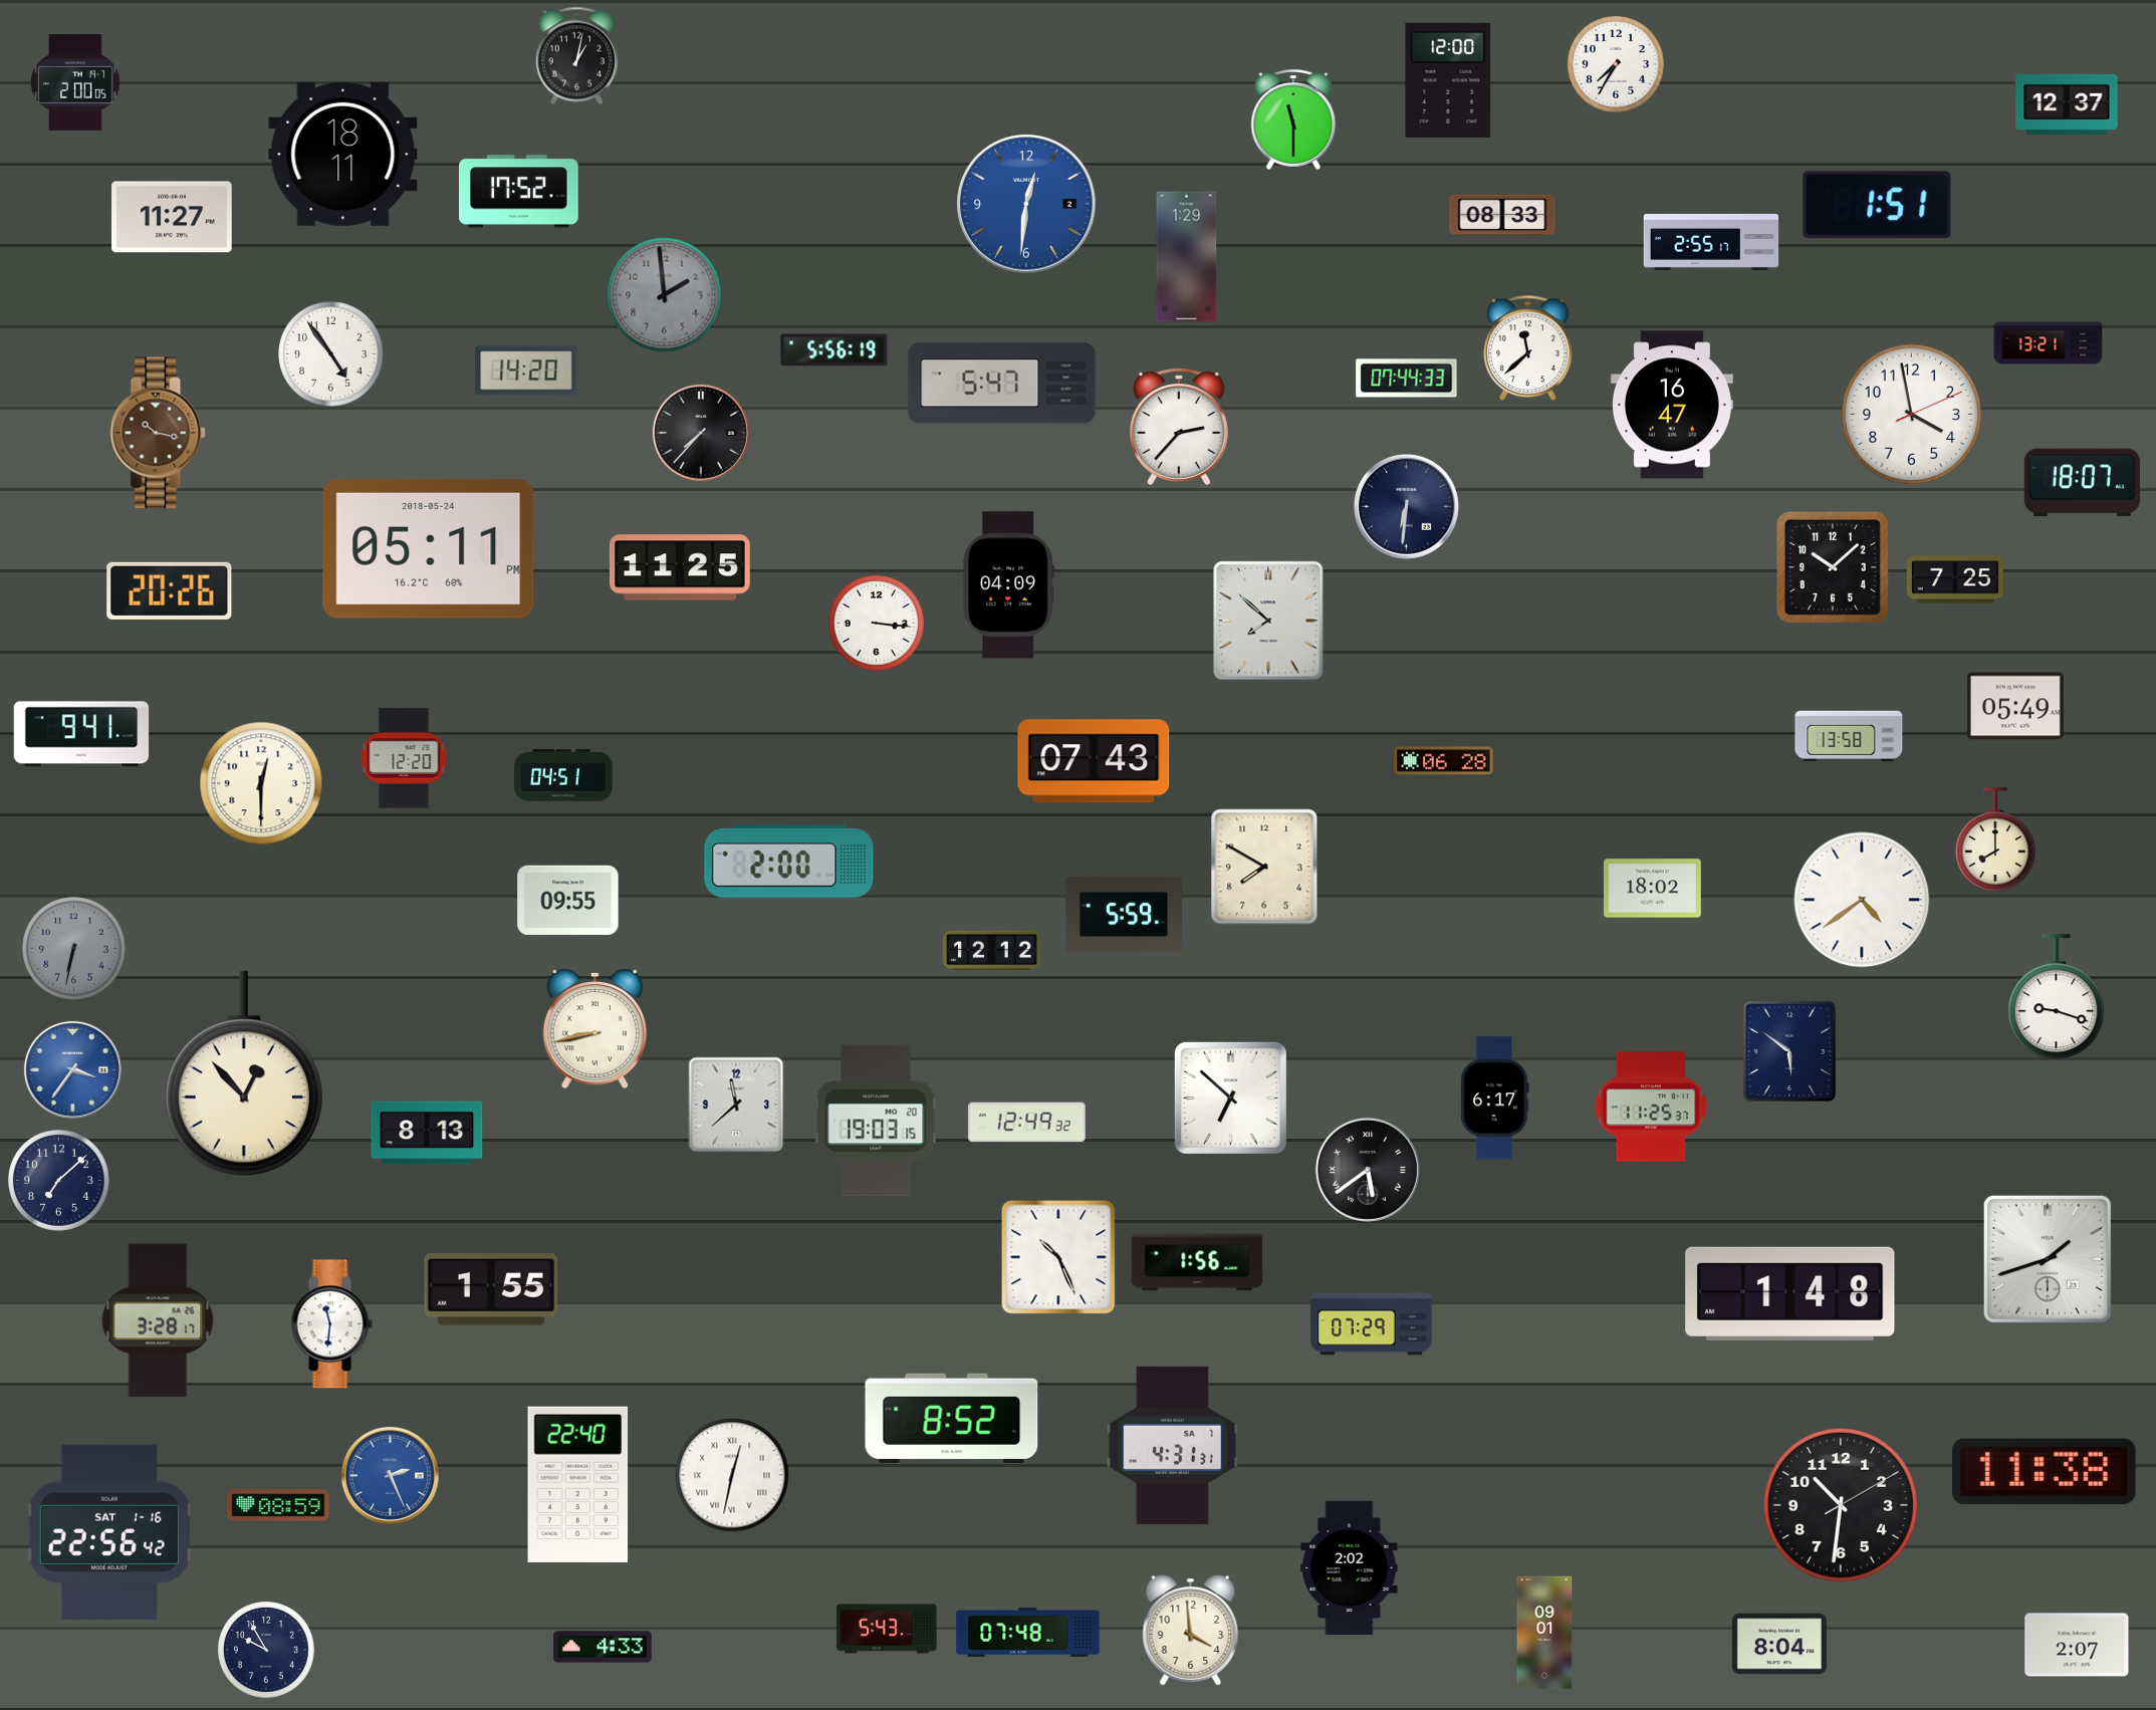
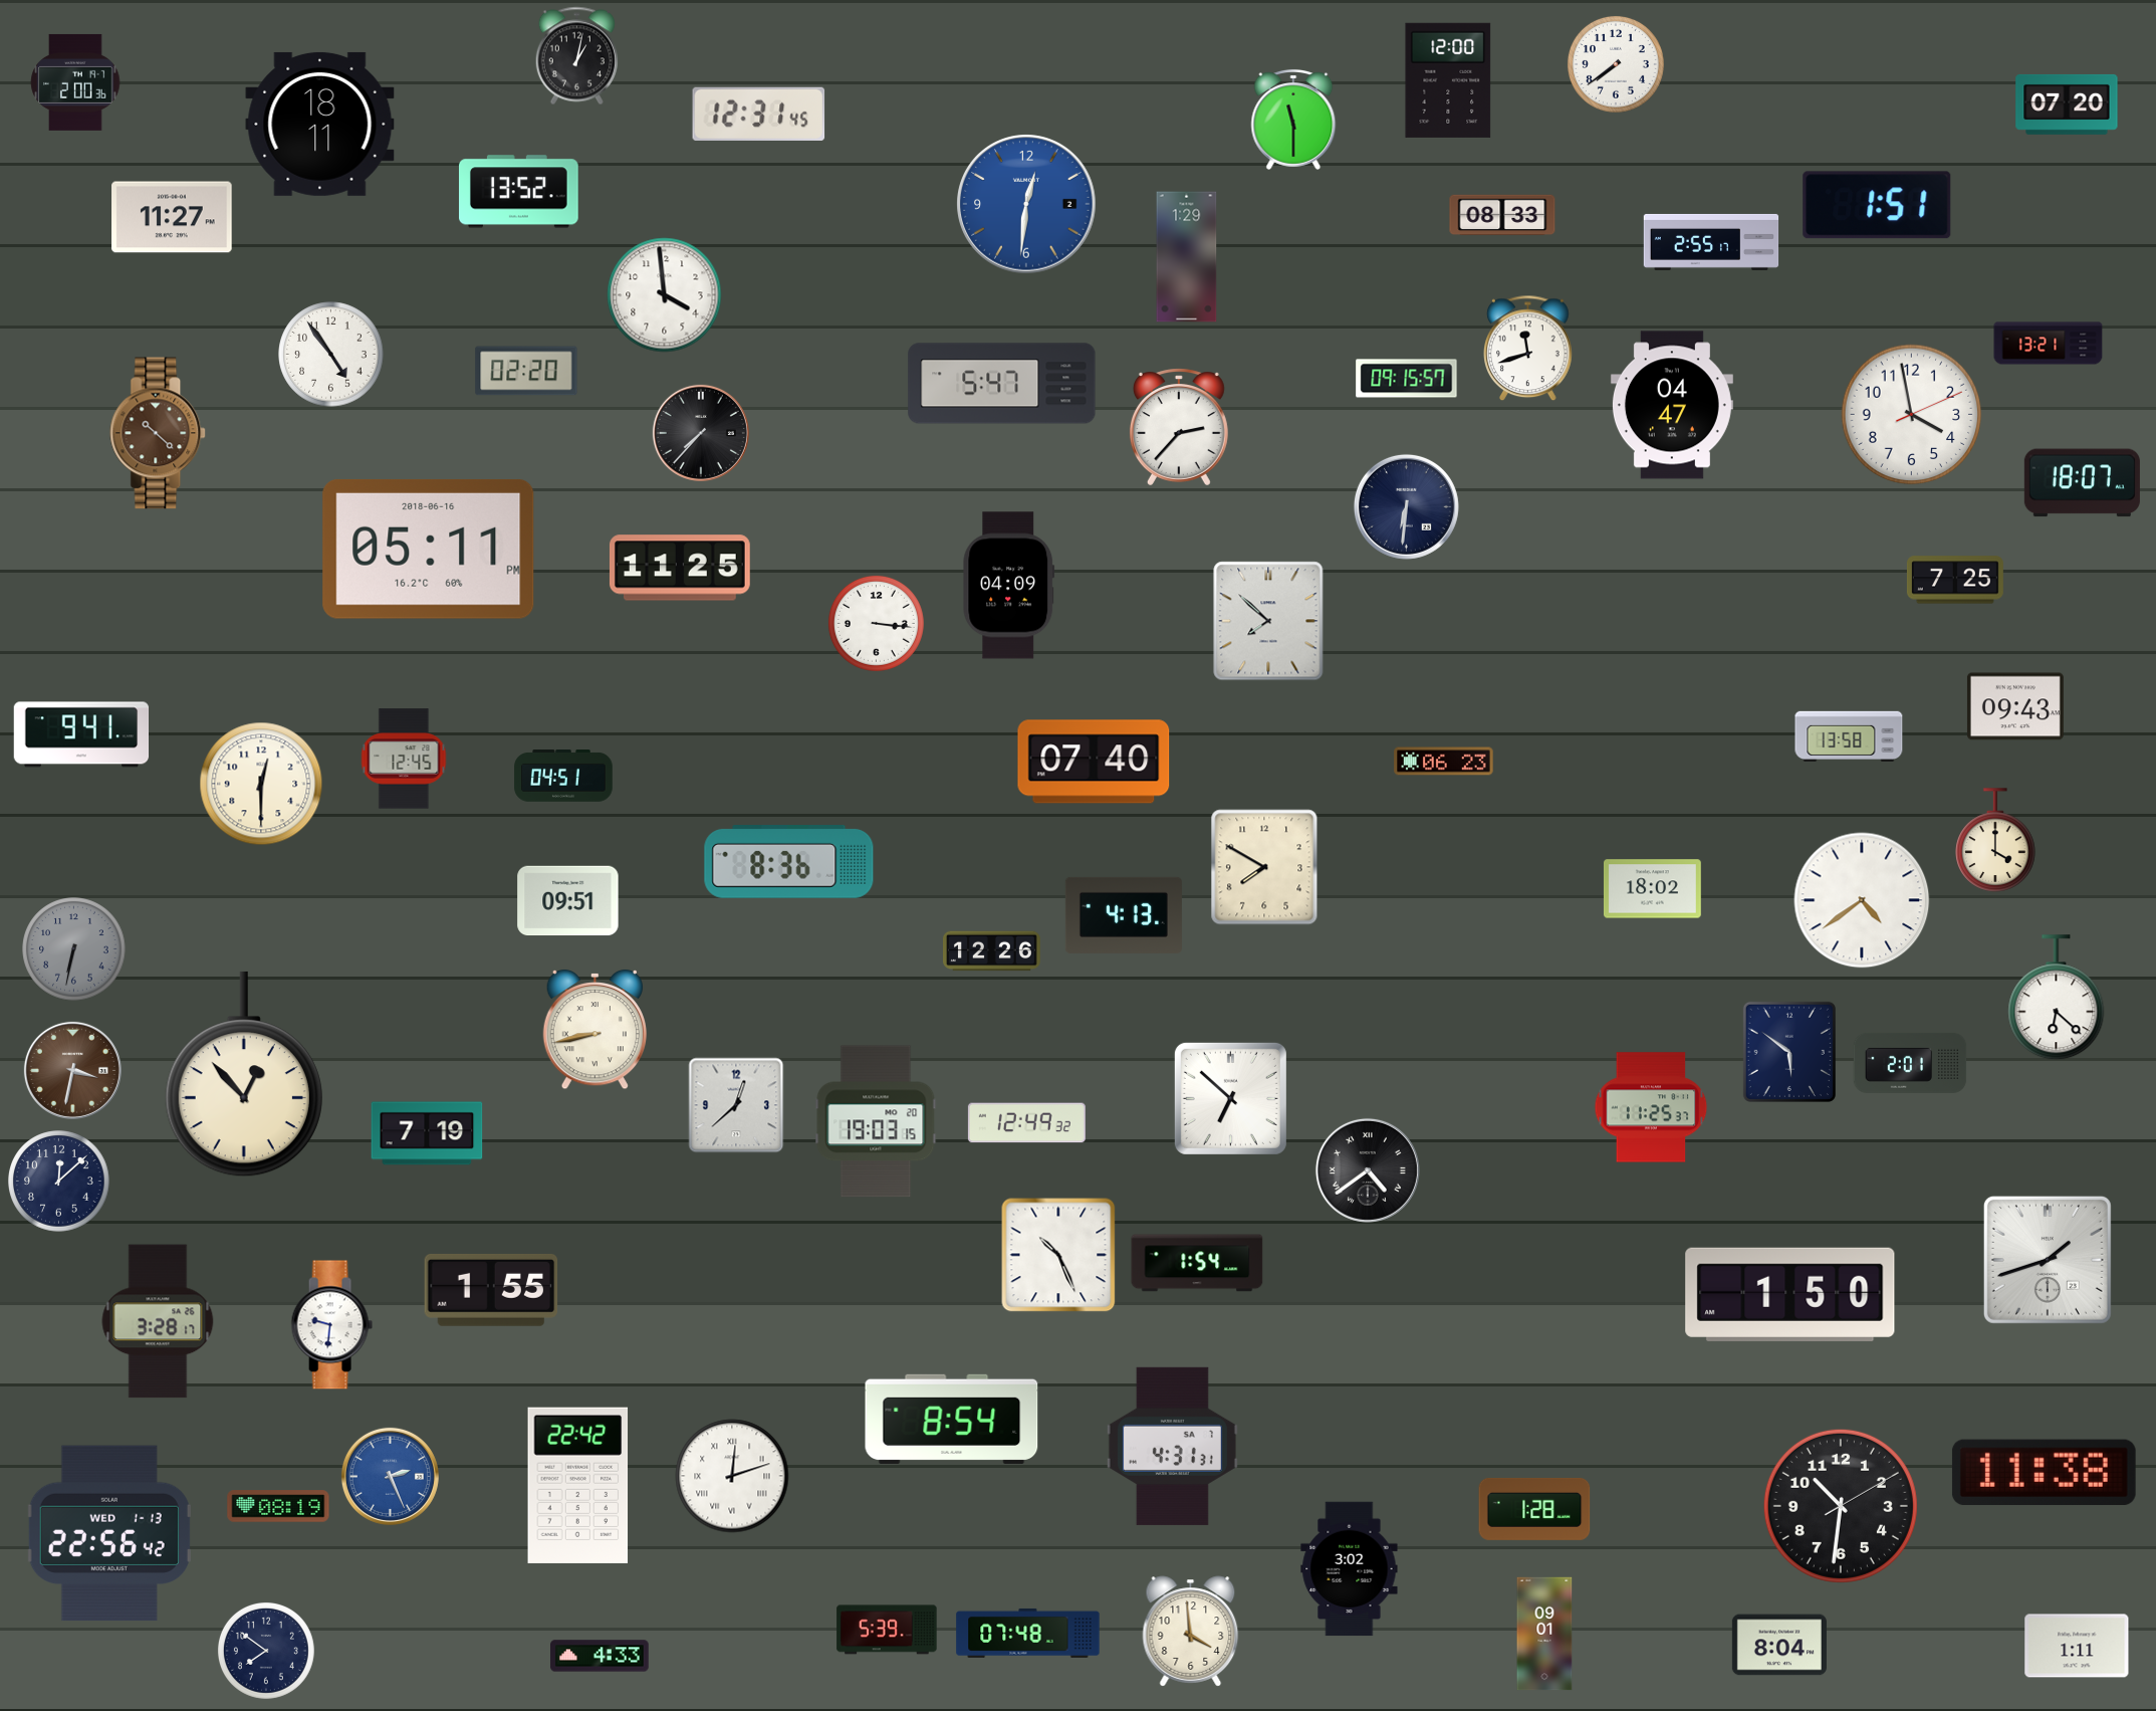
clock at (1616, 64): 7:35 -> 7:39
clock at (75, 82): 2:00:05 -> 2:00:36
clock at (2067, 104): 12:37 -> 07:20
clock at (759, 114): none -> 12:31
clock at (343, 154) position: (343, 154) -> (320, 124)
clock at (519, 192): 17:52 -> 13:52
clock at (665, 295): 1:59 -> 3:59
clock at (665, 295) dial: grey -> white
clock at (1528, 348): 11:38 -> 11:42
clock at (834, 350): 5:56 -> none
clock at (526, 371): 14:20 -> 02:20
clock at (1407, 379): 07:44 -> 09:15
clock at (1672, 405): 16:47 -> 04:47
clock at (159, 433): 10:17 -> 10:22
clock at (429, 548) date: 2018-05-24 -> 2018-06-16
clock at (1833, 567): 10:08 -> none
clock at (170, 590): 20:26 -> none
clock at (2015, 706): 05:49 -> 09:43
clock at (404, 758): 12:20 -> 12:45
clock at (1094, 761): 07:43 -> 07:40
clock at (1444, 761): 06:28 -> 06:23
clock at (1995, 839): 8:00 -> 4:00
clock at (789, 862): 2:00 -> 8:36
clock at (568, 901): 09:55 -> 09:51
clock at (1124, 915): 5:59 -> 4:13
clock at (992, 951): 12:12 -> 12:26
clock at (2057, 997): 9:18 -> 6:22
clock at (1910, 1063): none -> 2:01
clock at (72, 1069): 3:36 -> 3:32
clock at (72, 1069) dial: blue -> brown
clock at (1495, 1098): 6:17 -> none
clock at (736, 1105): 11:38 -> 12:38
clock at (427, 1133): 8:13 -> 7:19
clock at (1368, 1170): 5:39 -> 4:39
clock at (59, 1181): 7:08 -> 12:08
clock at (1058, 1257) position: (1058, 1257) -> (1058, 1255)
clock at (1197, 1262): 1:56 -> 1:54
clock at (1790, 1293): 1:48 -> 1:50
clock at (331, 1324): 11:31 -> 9:31
clock at (1372, 1324): 07:29 -> none
clock at (952, 1418): 8:52 -> 8:54
clock at (732, 1475): 12:32 -> 12:12
clock at (578, 1484): 22:40 -> 22:42
clock at (278, 1505): 08:59 -> 08:19
clock at (1534, 1509): none -> 1:28
clock at (109, 1532) date: SAT 1-16 -> WED 1-13
clock at (1350, 1568): 2:02 -> 3:02
clock at (887, 1629): 5:43 -> 5:39
clock at (2077, 1645): 2:07 -> 1:11
clock at (603, 1647) position: (603, 1647) -> (600, 1656)
clock at (266, 1650): 9:55 -> 7:51
